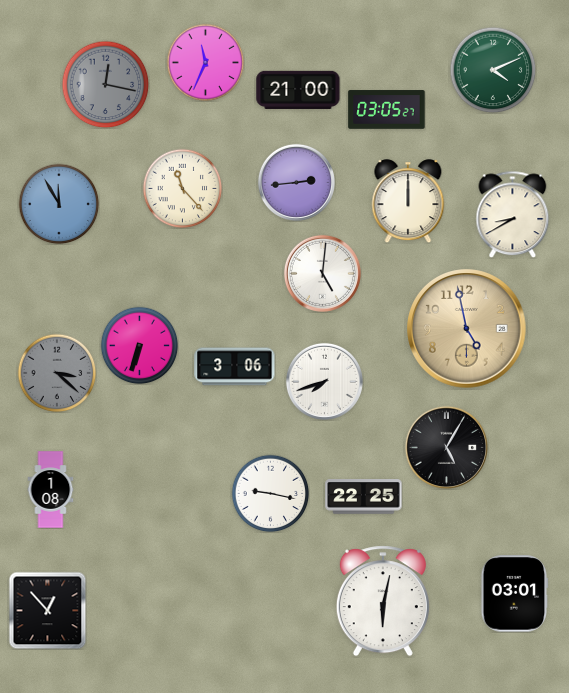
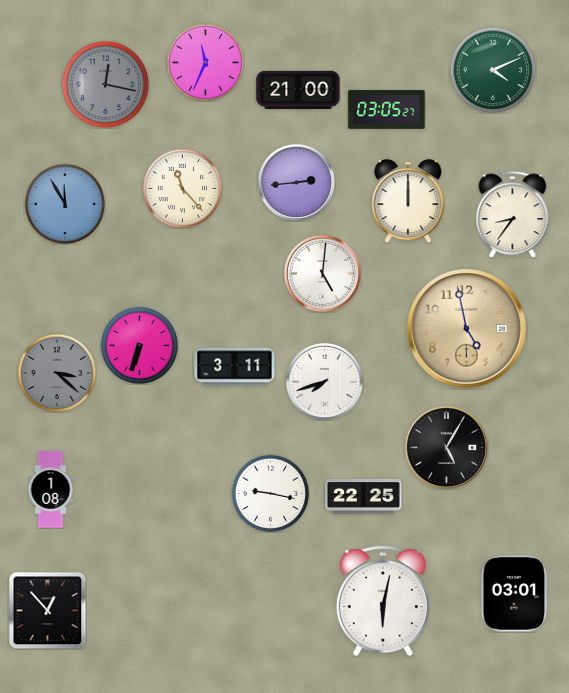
clock at (59, 204) position: (59, 204) -> (65, 204)
clock at (513, 214): 8:40 -> 8:36
clock at (235, 367): 3:06 -> 3:11
